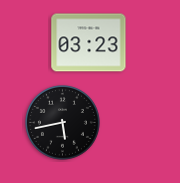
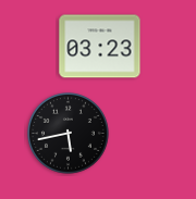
clock at (89, 43) position: (89, 43) -> (100, 47)
